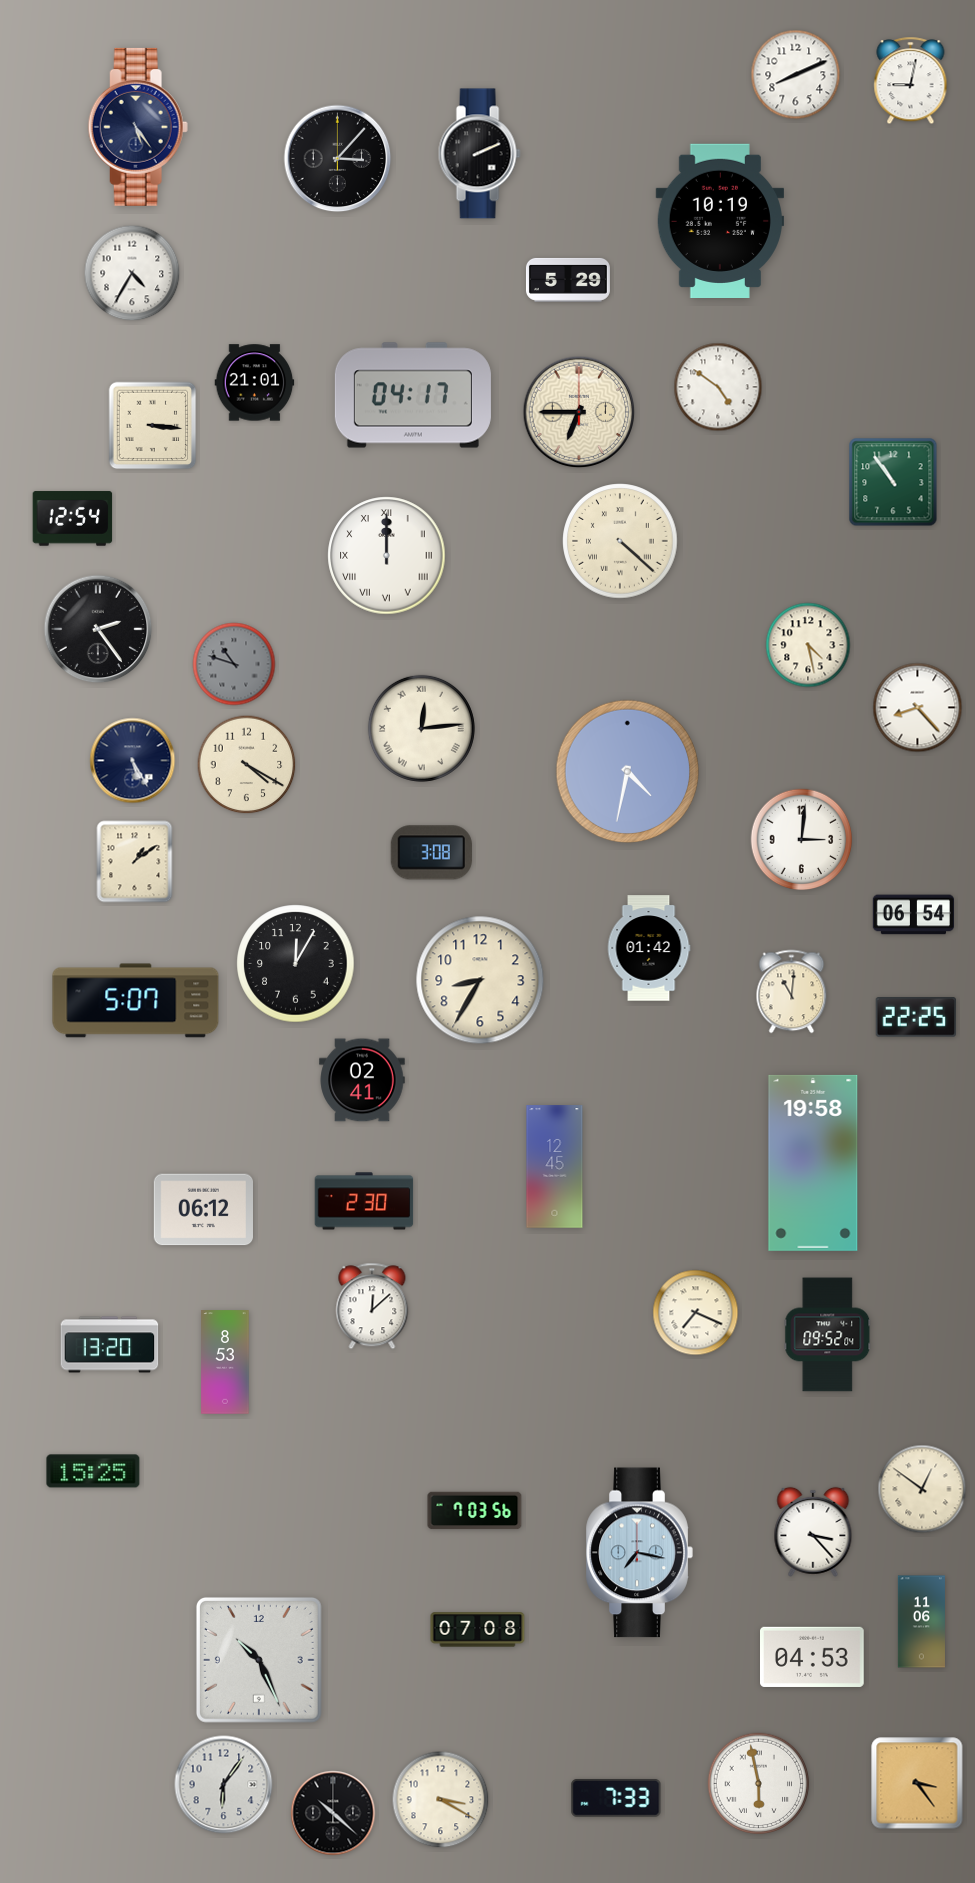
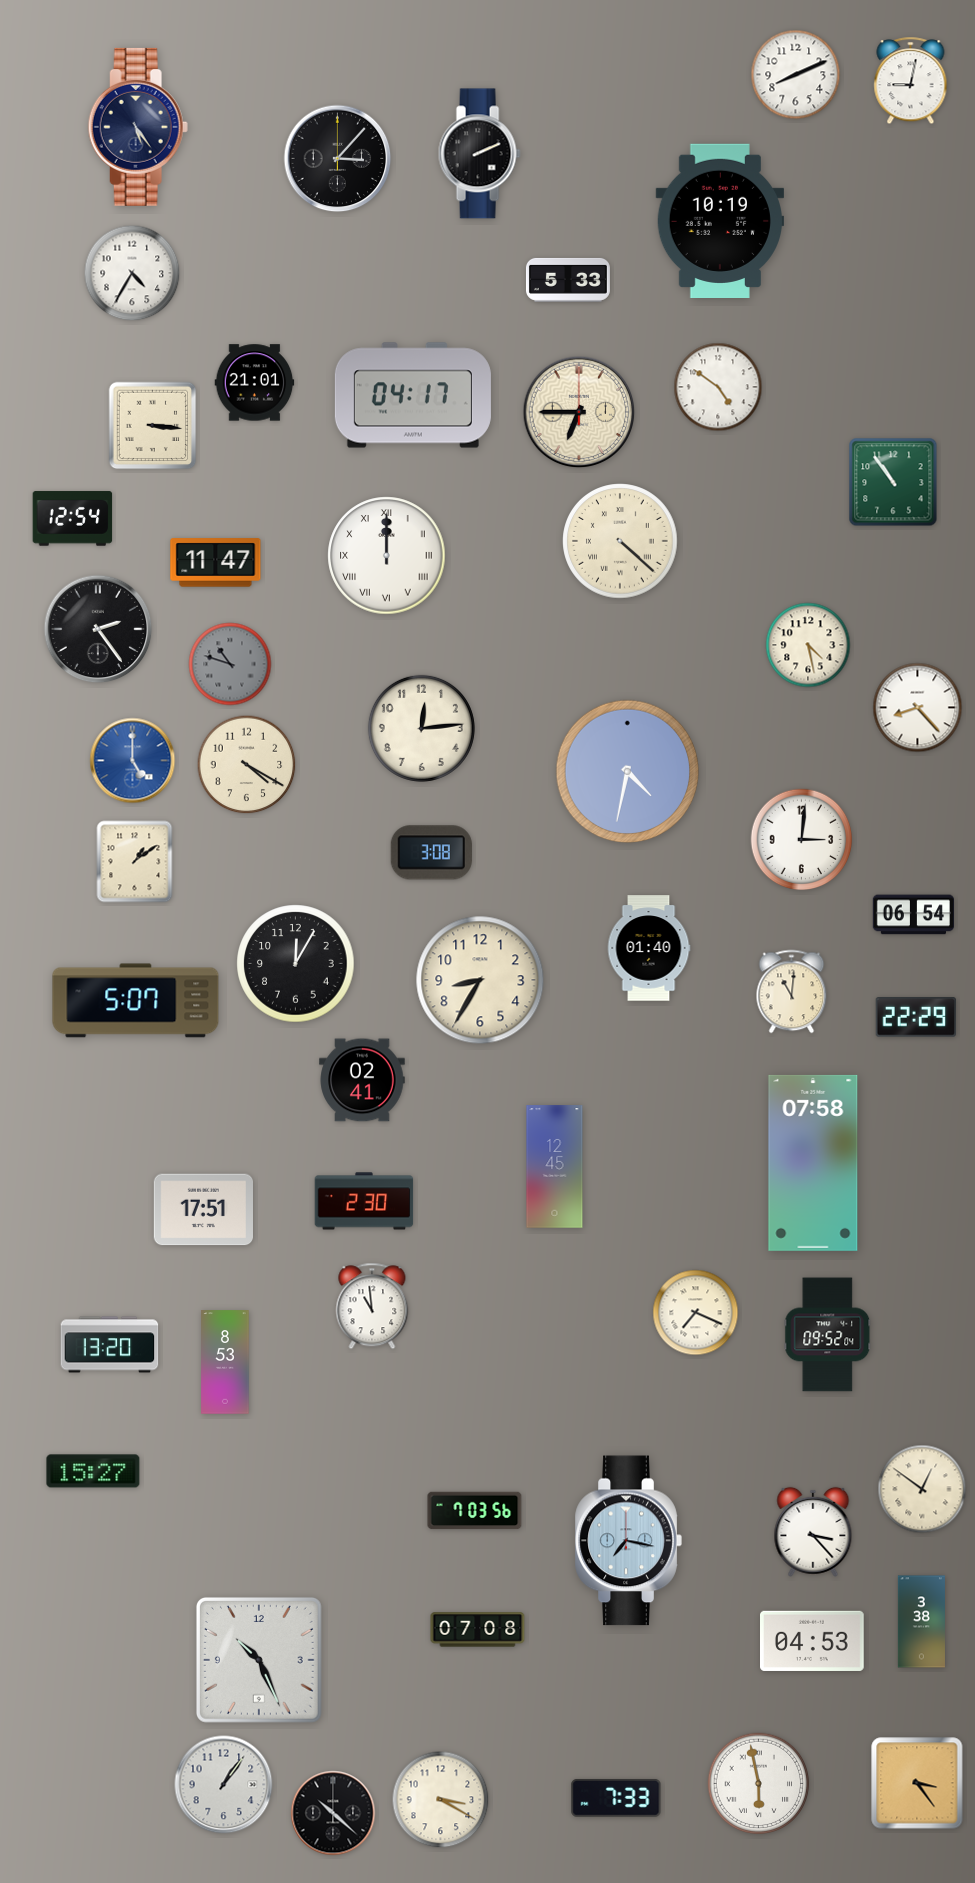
clock at (568, 280): 5:29 -> 5:33
clock at (216, 563): none -> 11:47
clock at (234, 664) position: (234, 664) -> (230, 664)
clock at (421, 728) numerals: Roman -> Arabic
clock at (133, 761): 5:25 -> 5:00
clock at (133, 761) dial: navy -> blue
clock at (649, 948): 01:42 -> 01:40
clock at (915, 1018): 22:25 -> 22:29
clock at (813, 1163): 19:58 -> 07:58
clock at (203, 1210): 06:12 -> 17:51
clock at (372, 1306): 12:08 -> 10:59
clock at (93, 1471): 15:25 -> 15:27
clock at (639, 1553) position: (639, 1553) -> (628, 1541)
clock at (921, 1622): 11:06 -> 3:38
clock at (812, 1656) position: (812, 1656) -> (812, 1640)
clock at (224, 1785): 6:06 -> 1:06
